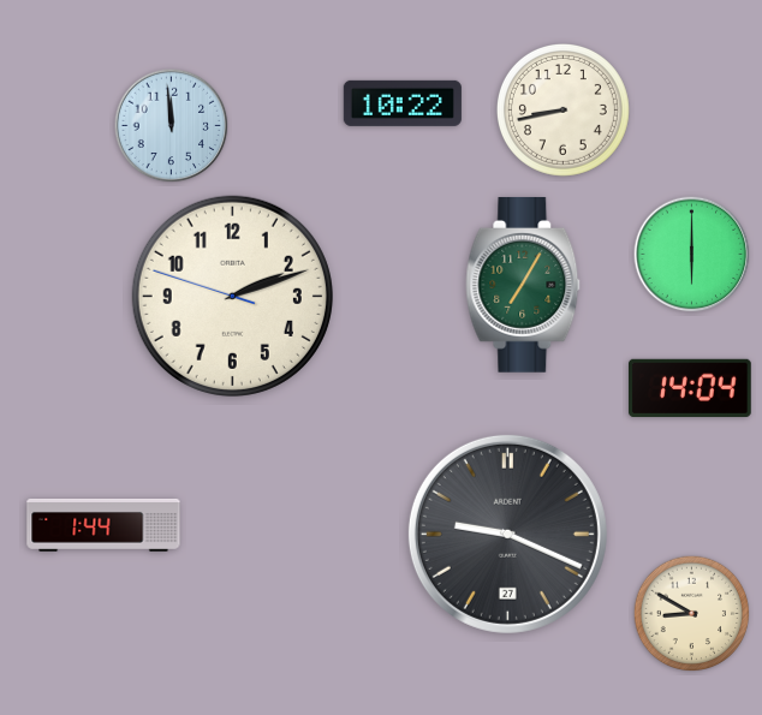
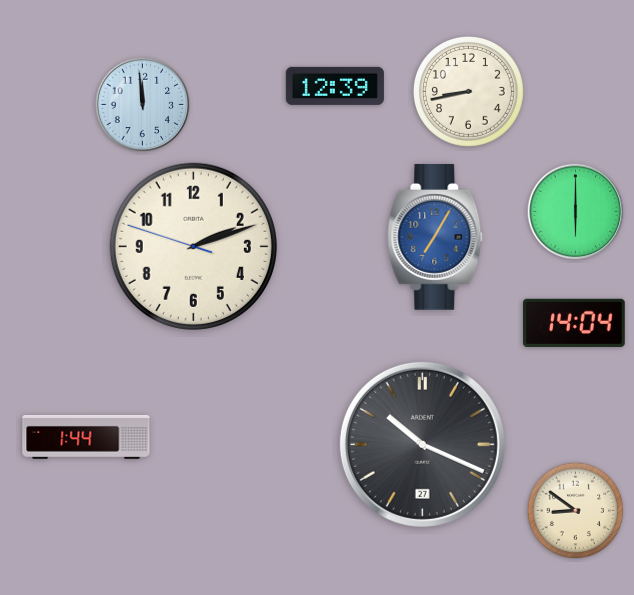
clock at (403, 103): 10:22 -> 12:39
clock at (523, 285) dial: green -> blue
clock at (507, 534): 9:19 -> 10:19
clock at (692, 614): 8:50 -> 8:51
